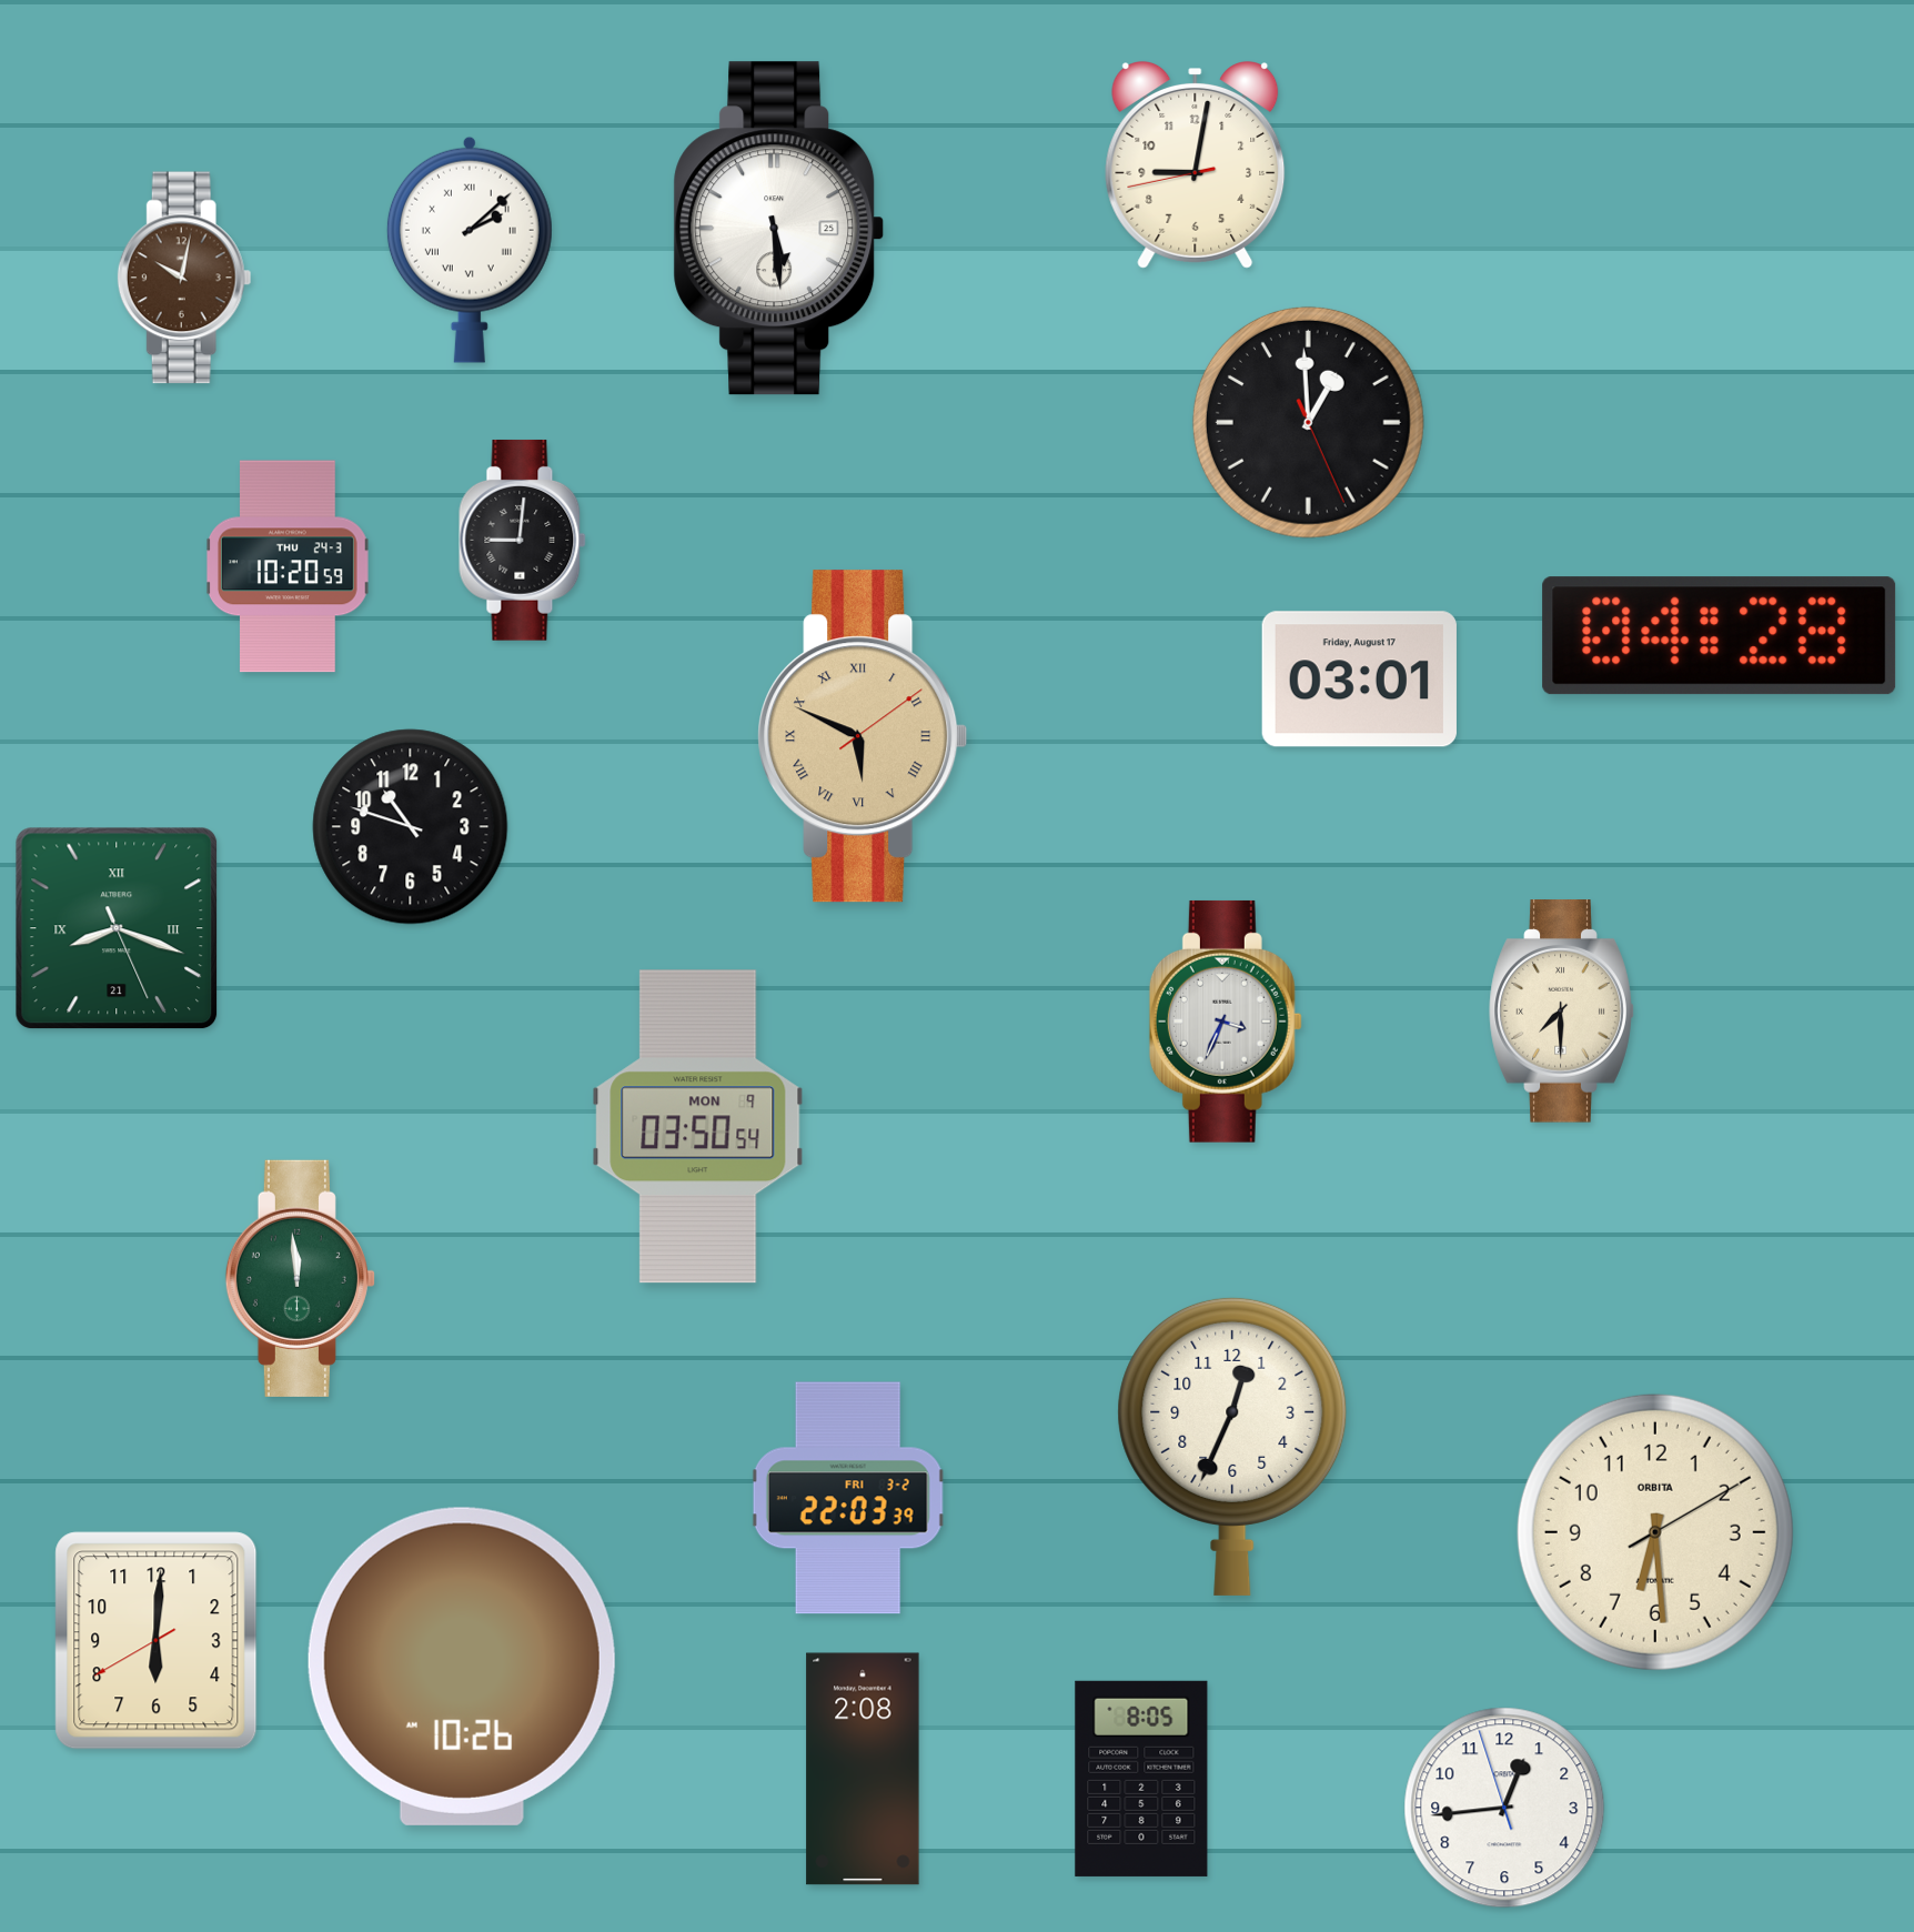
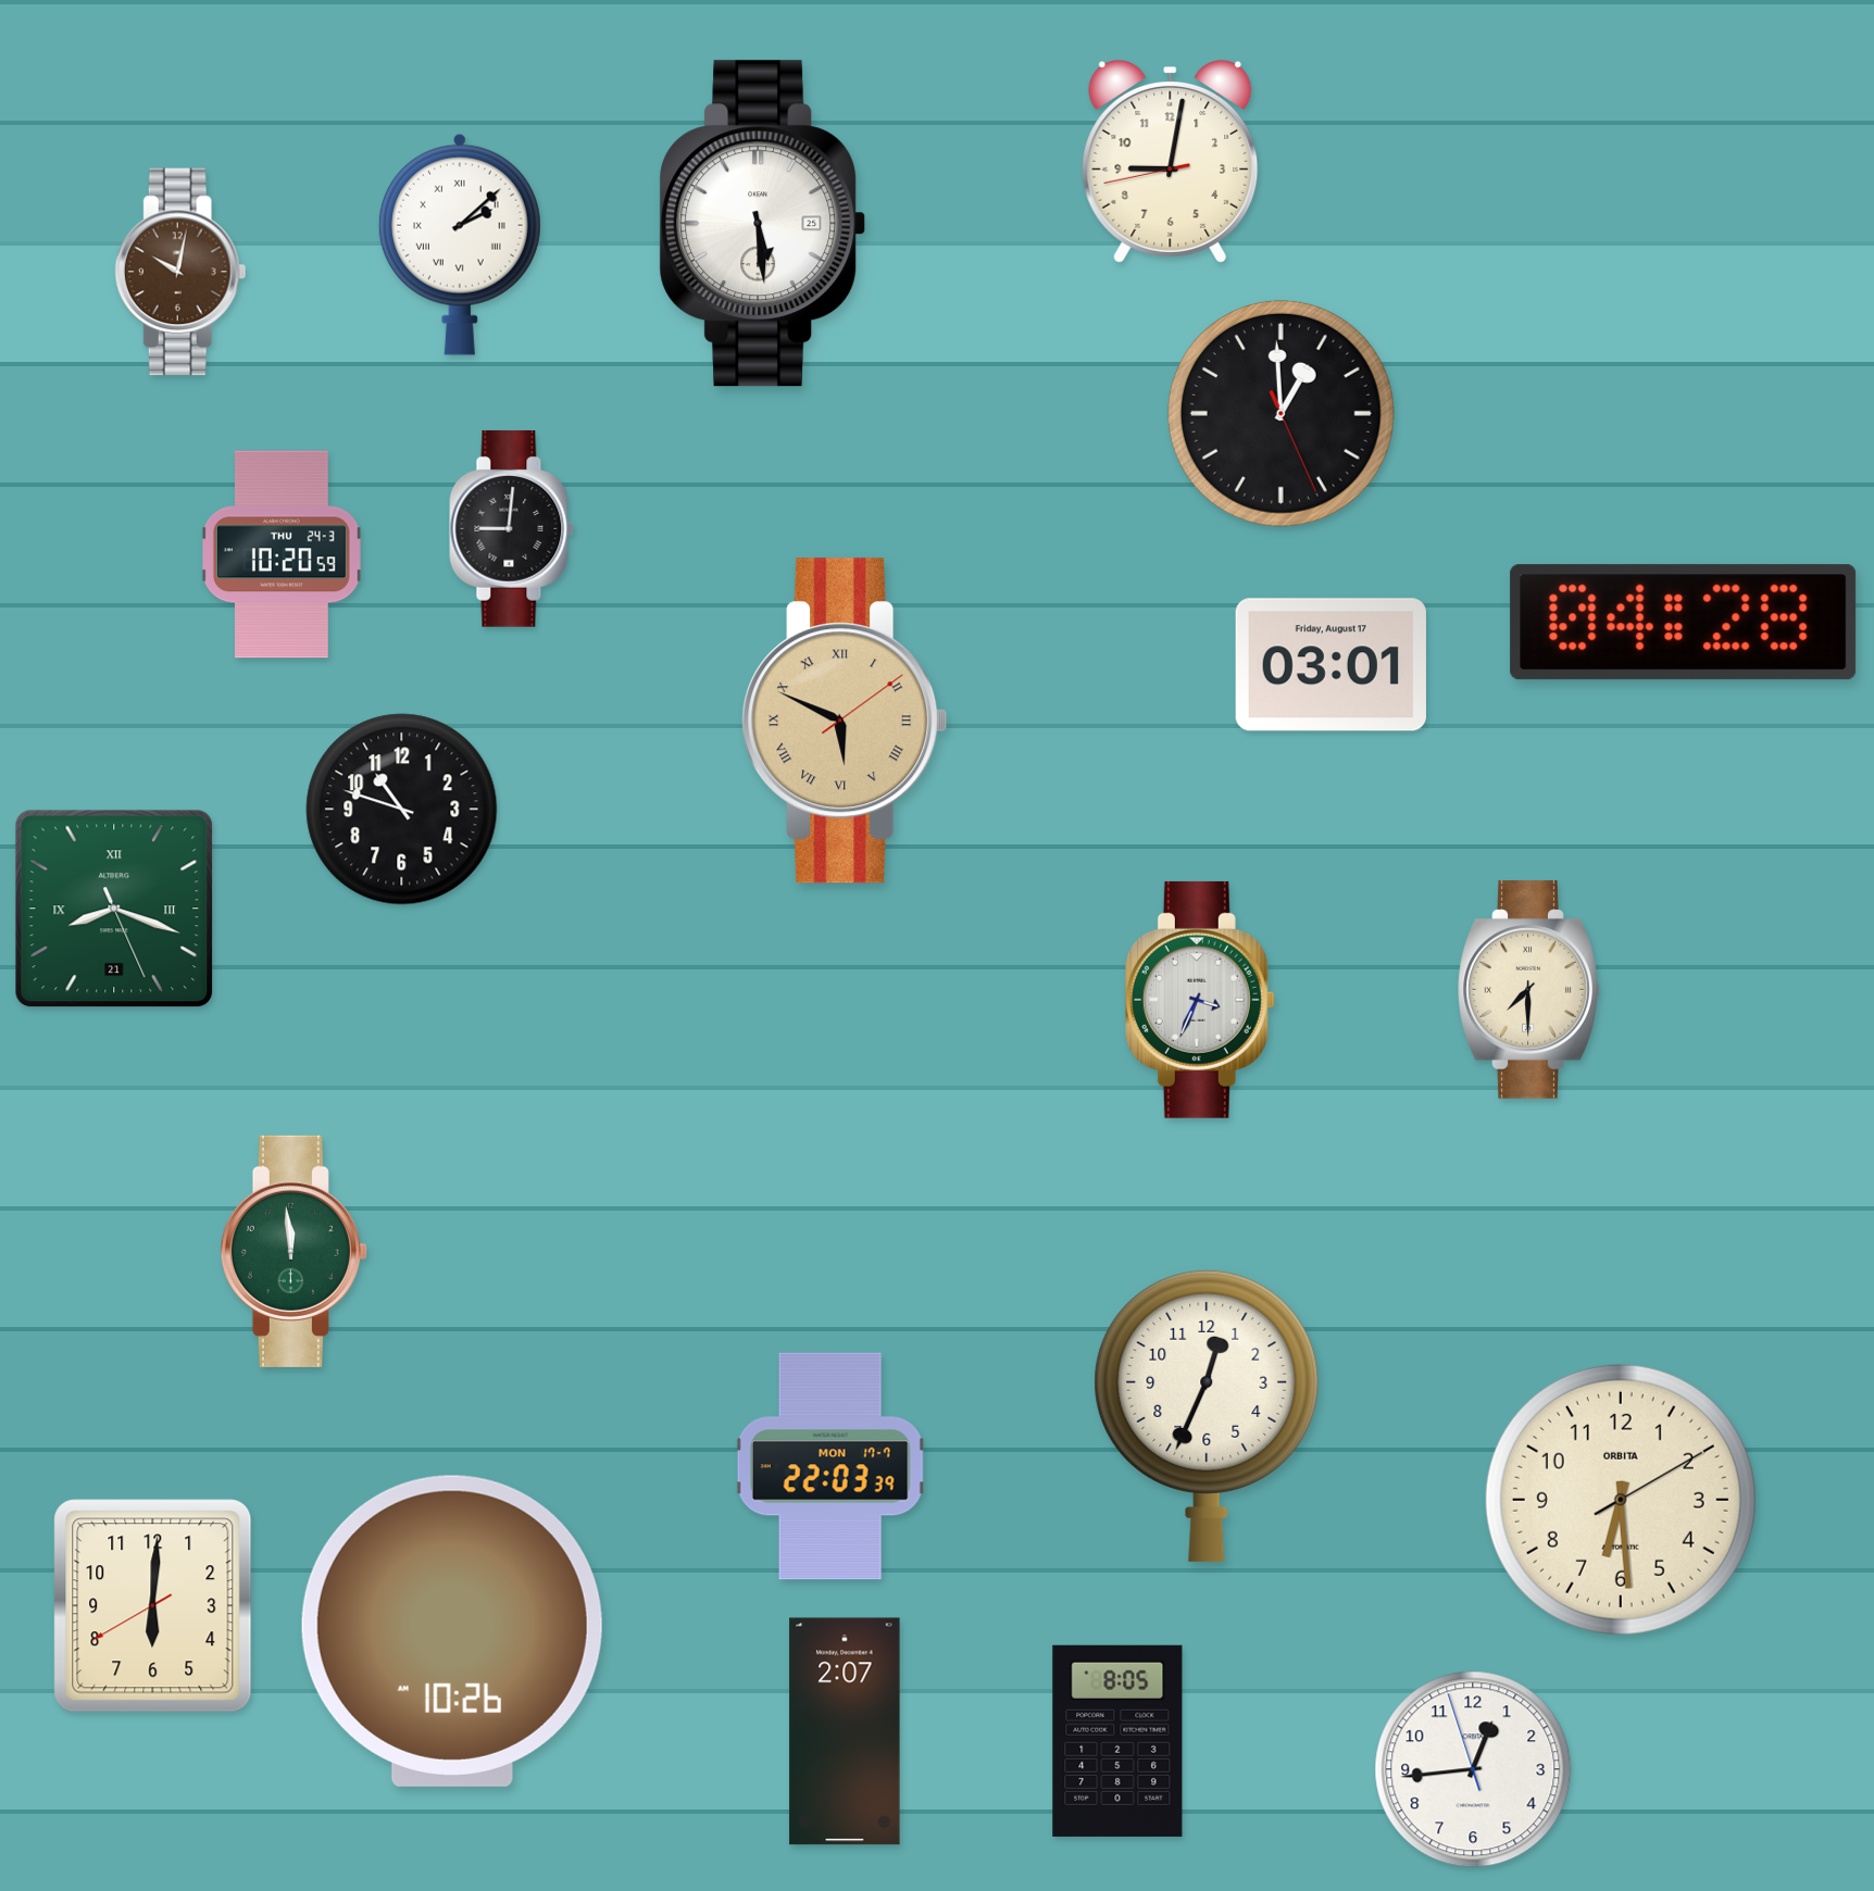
clock at (698, 1127): 03:50 -> none
clock at (848, 1498) date: FRI 3-2 -> MON 17-7
clock at (863, 1769): 2:08 -> 2:07
